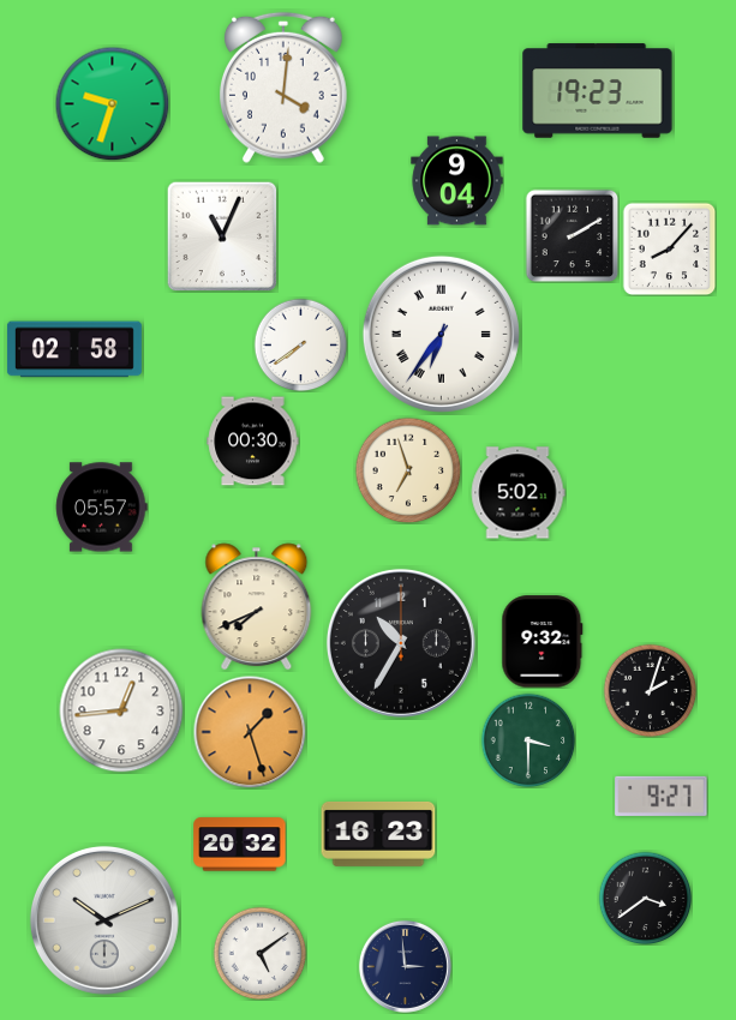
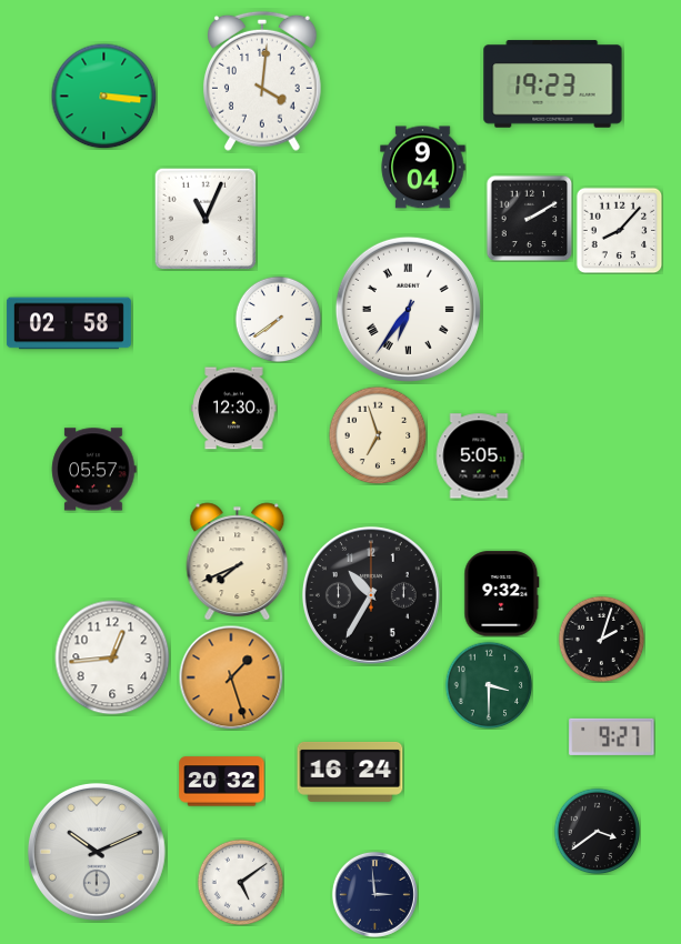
clock at (112, 103): 9:33 -> 3:16
clock at (253, 442): 00:30 -> 12:30
clock at (517, 493): 5:02 -> 5:05
clock at (378, 834): 16:23 -> 16:24
